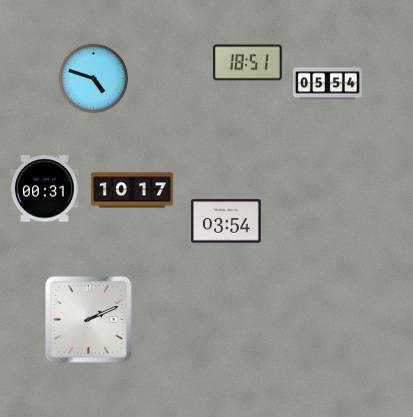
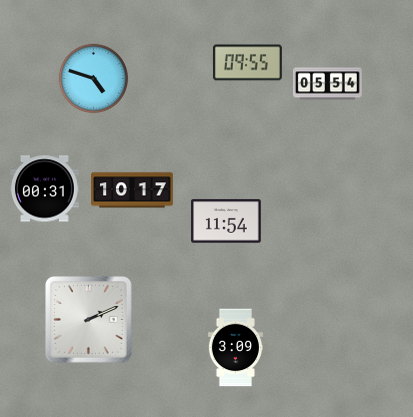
clock at (247, 63): 18:51 -> 09:55
clock at (226, 221): 03:54 -> 11:54
clock at (235, 348): none -> 3:09
